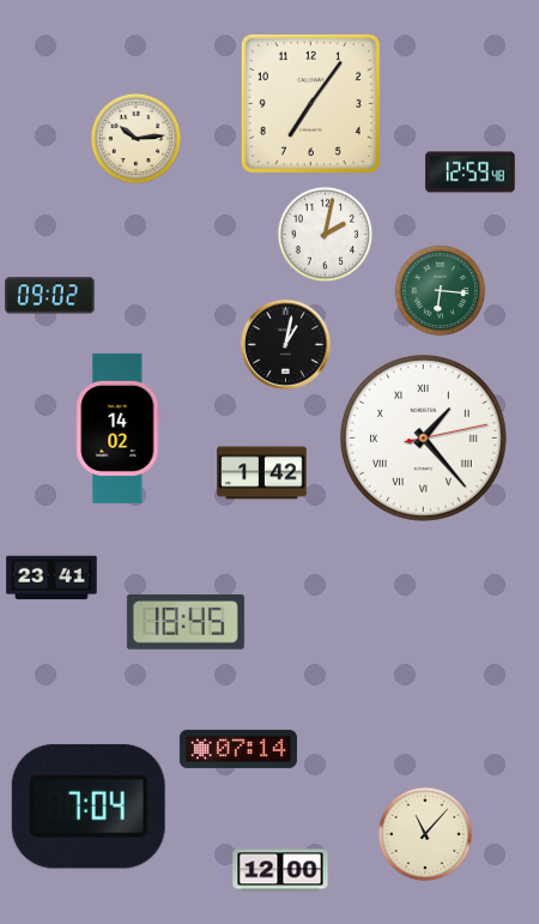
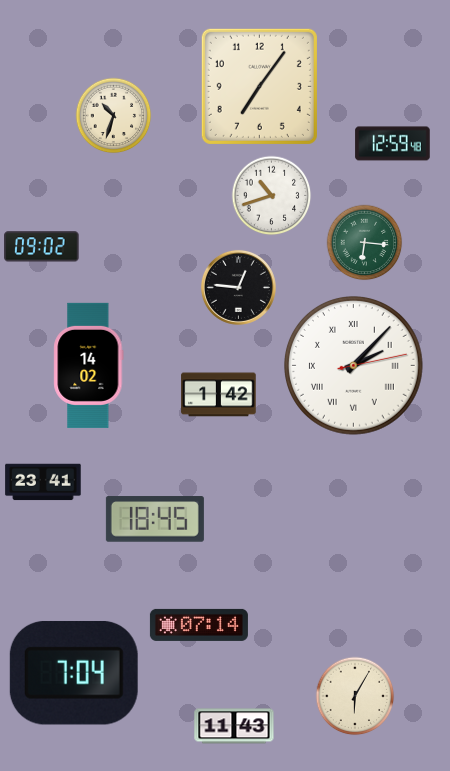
clock at (137, 139): 10:14 -> 10:33
clock at (326, 235): 2:02 -> 10:42
clock at (441, 291) position: (441, 291) -> (365, 243)
clock at (285, 344): 1:02 -> 12:46
clock at (119, 428) position: (119, 428) -> (89, 365)
clock at (424, 439): 1:23 -> 2:07
clock at (425, 834): 11:07 -> 6:05
clock at (280, 870): 12:00 -> 11:43
